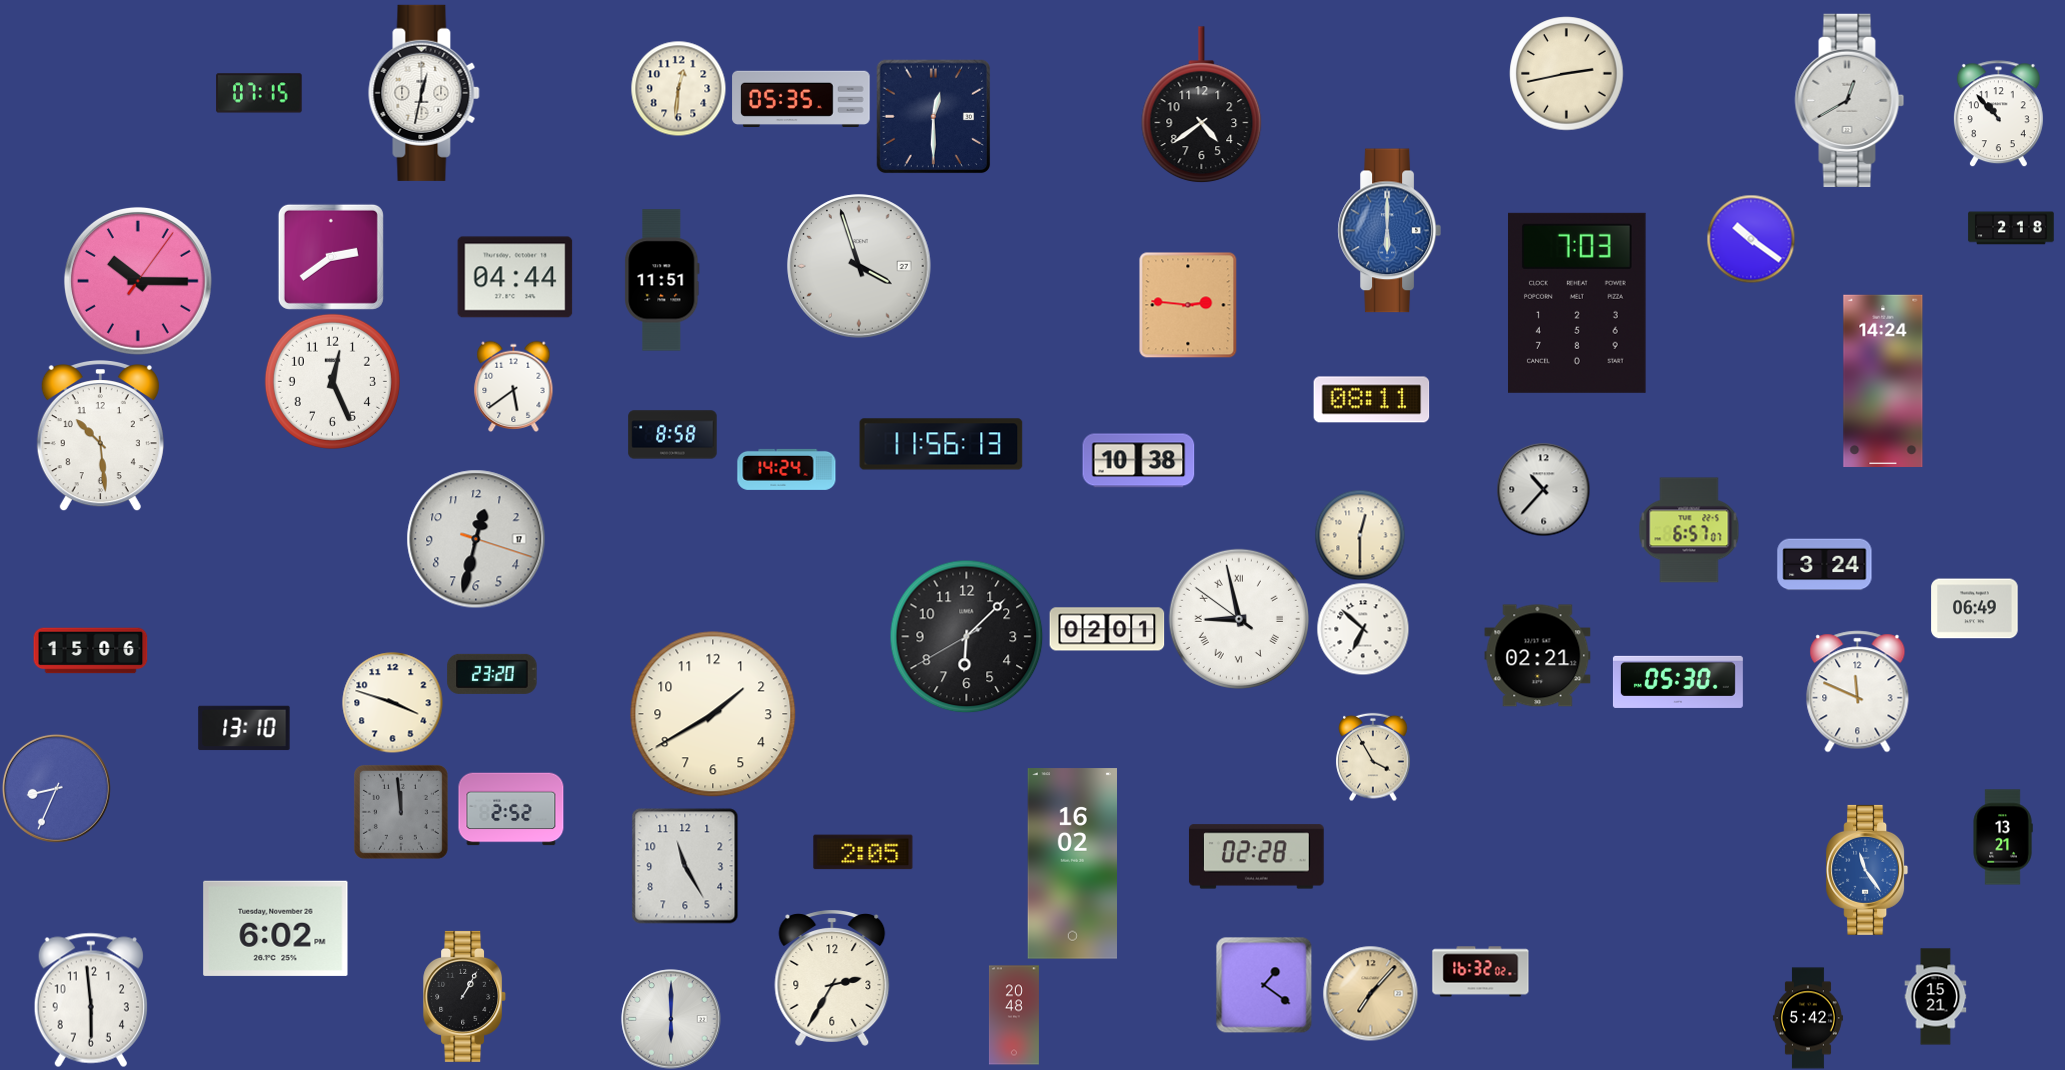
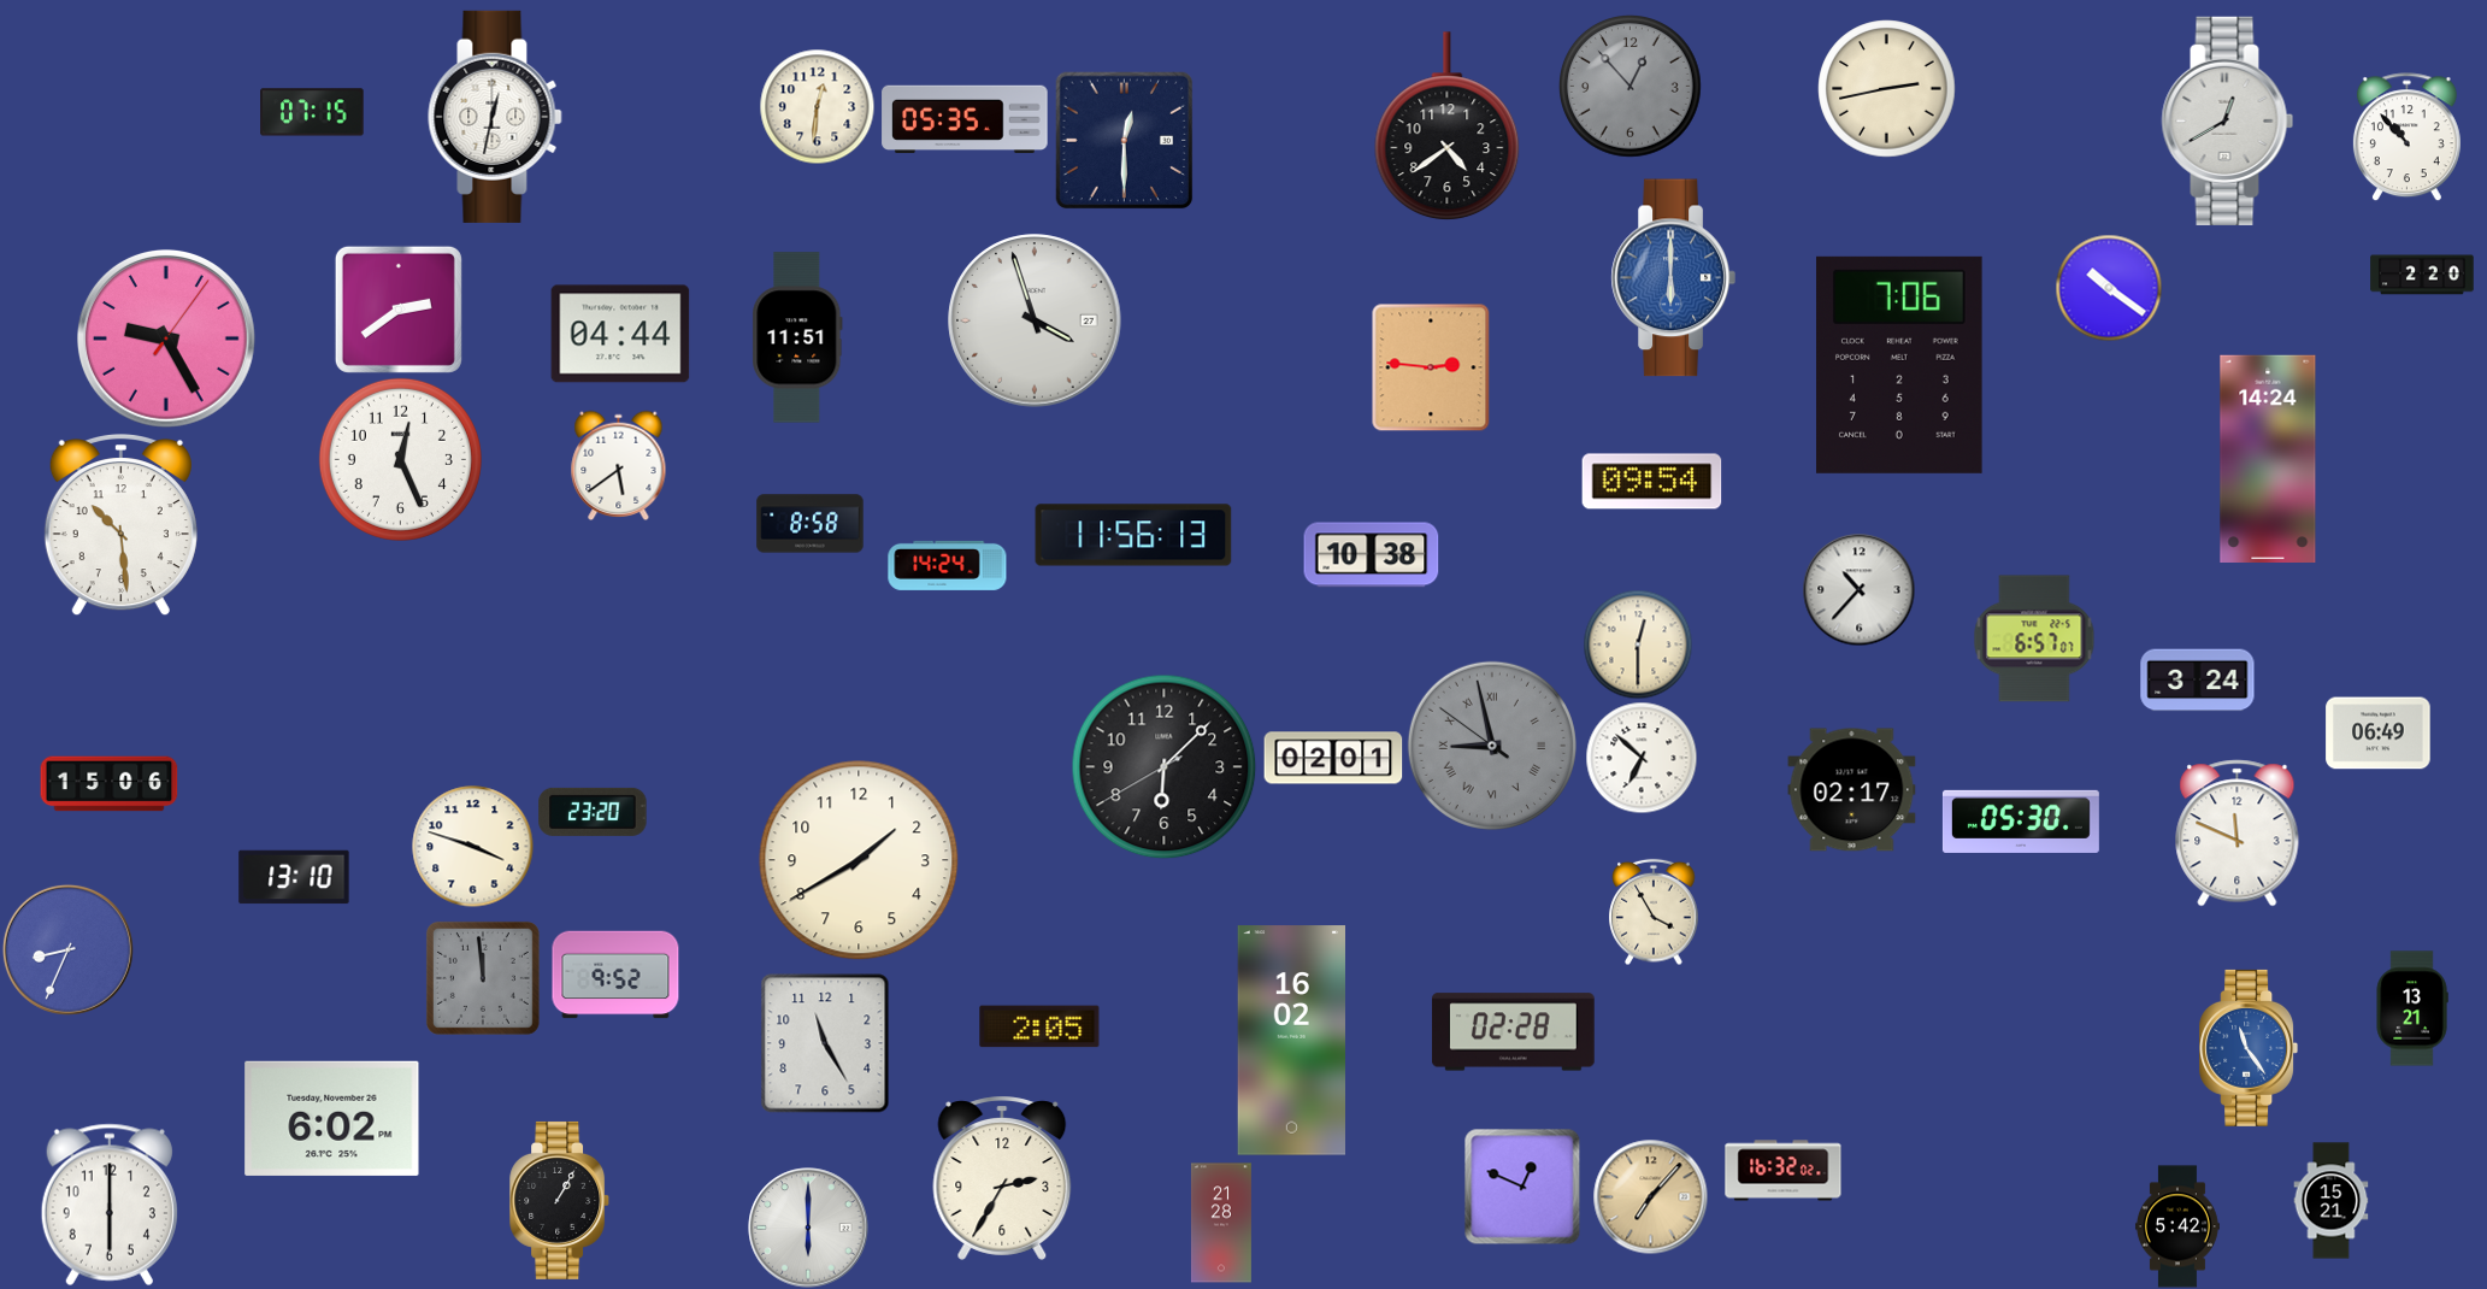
clock at (1631, 87): none -> 12:53
clock at (424, 93) position: (424, 93) -> (495, 117)
clock at (2011, 228): 2:18 -> 2:20
clock at (138, 281): 10:15 -> 9:25
clock at (1578, 303): 7:03 -> 7:06
clock at (1372, 400): 08:11 -> 09:54
clock at (476, 539): 12:32 -> none
clock at (1239, 619) dial: white -> grey
clock at (1538, 656): 02:21 -> 02:17
clock at (511, 809): 2:52 -> 9:52
clock at (1264, 985): 1:21 -> 12:49
clock at (91, 1000): 5:59 -> 6:00
clock at (1014, 1015): 20:48 -> 21:28
